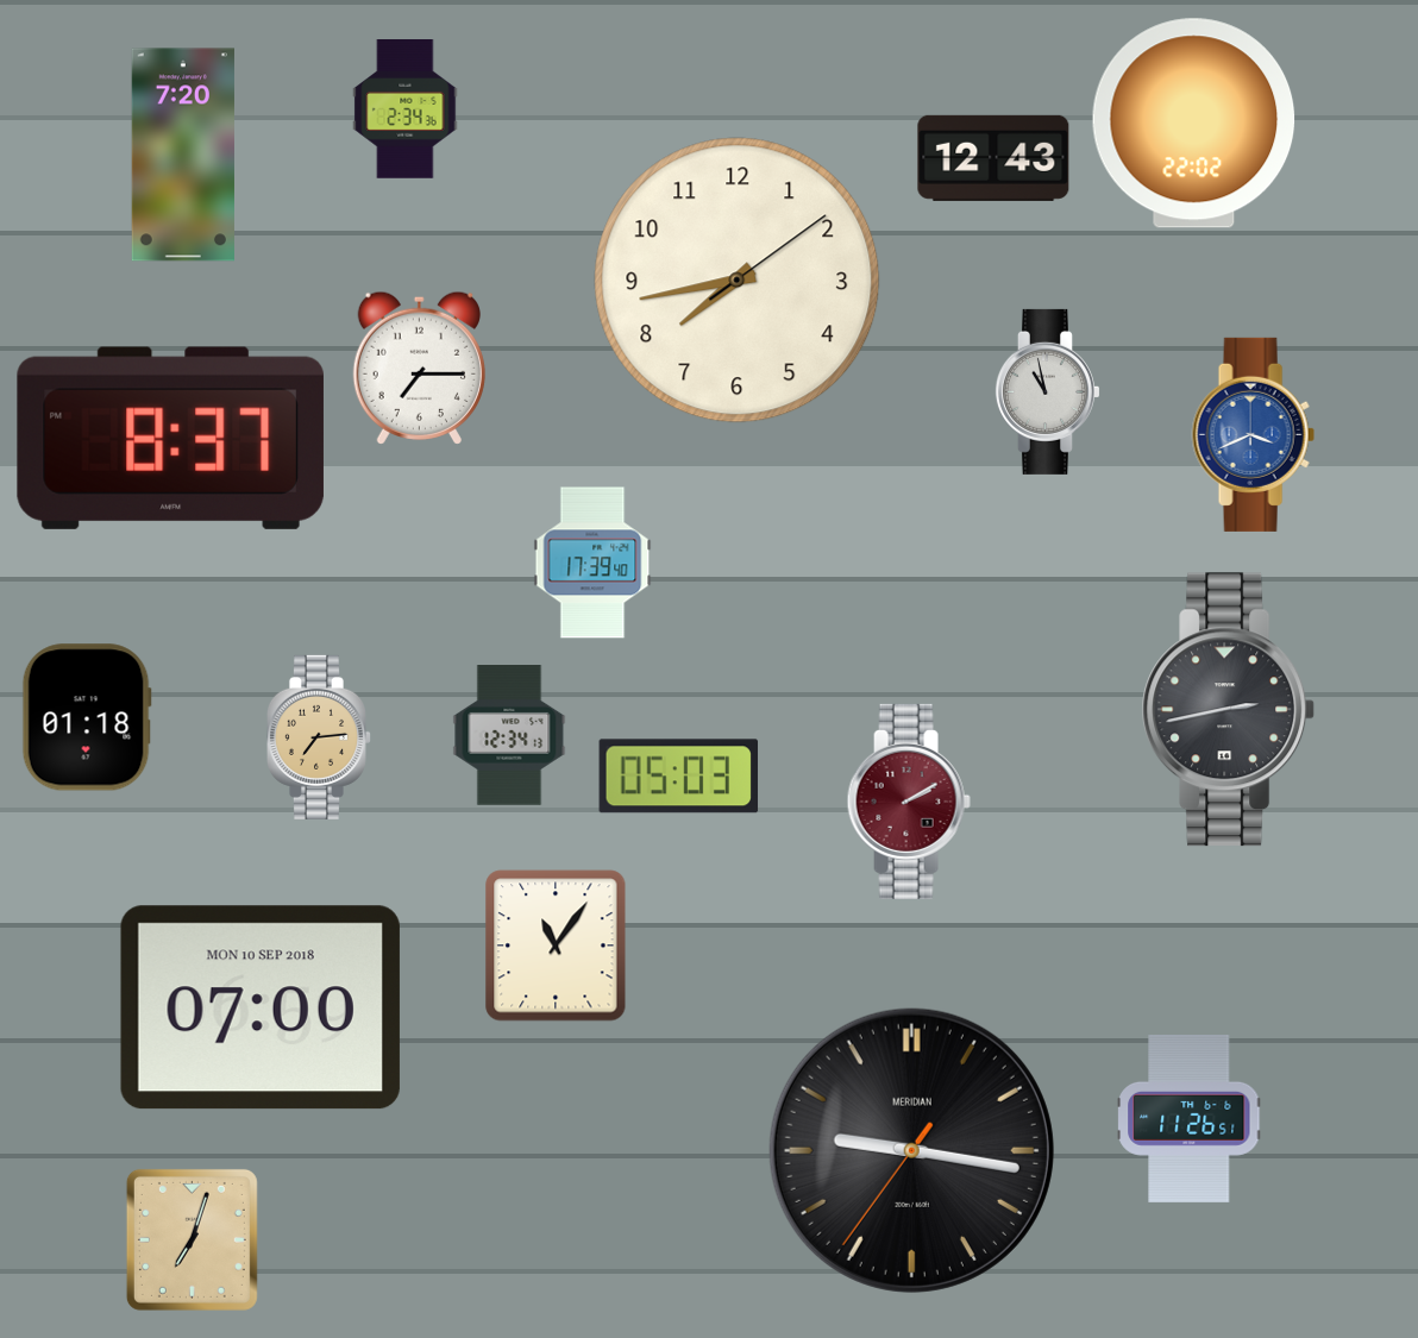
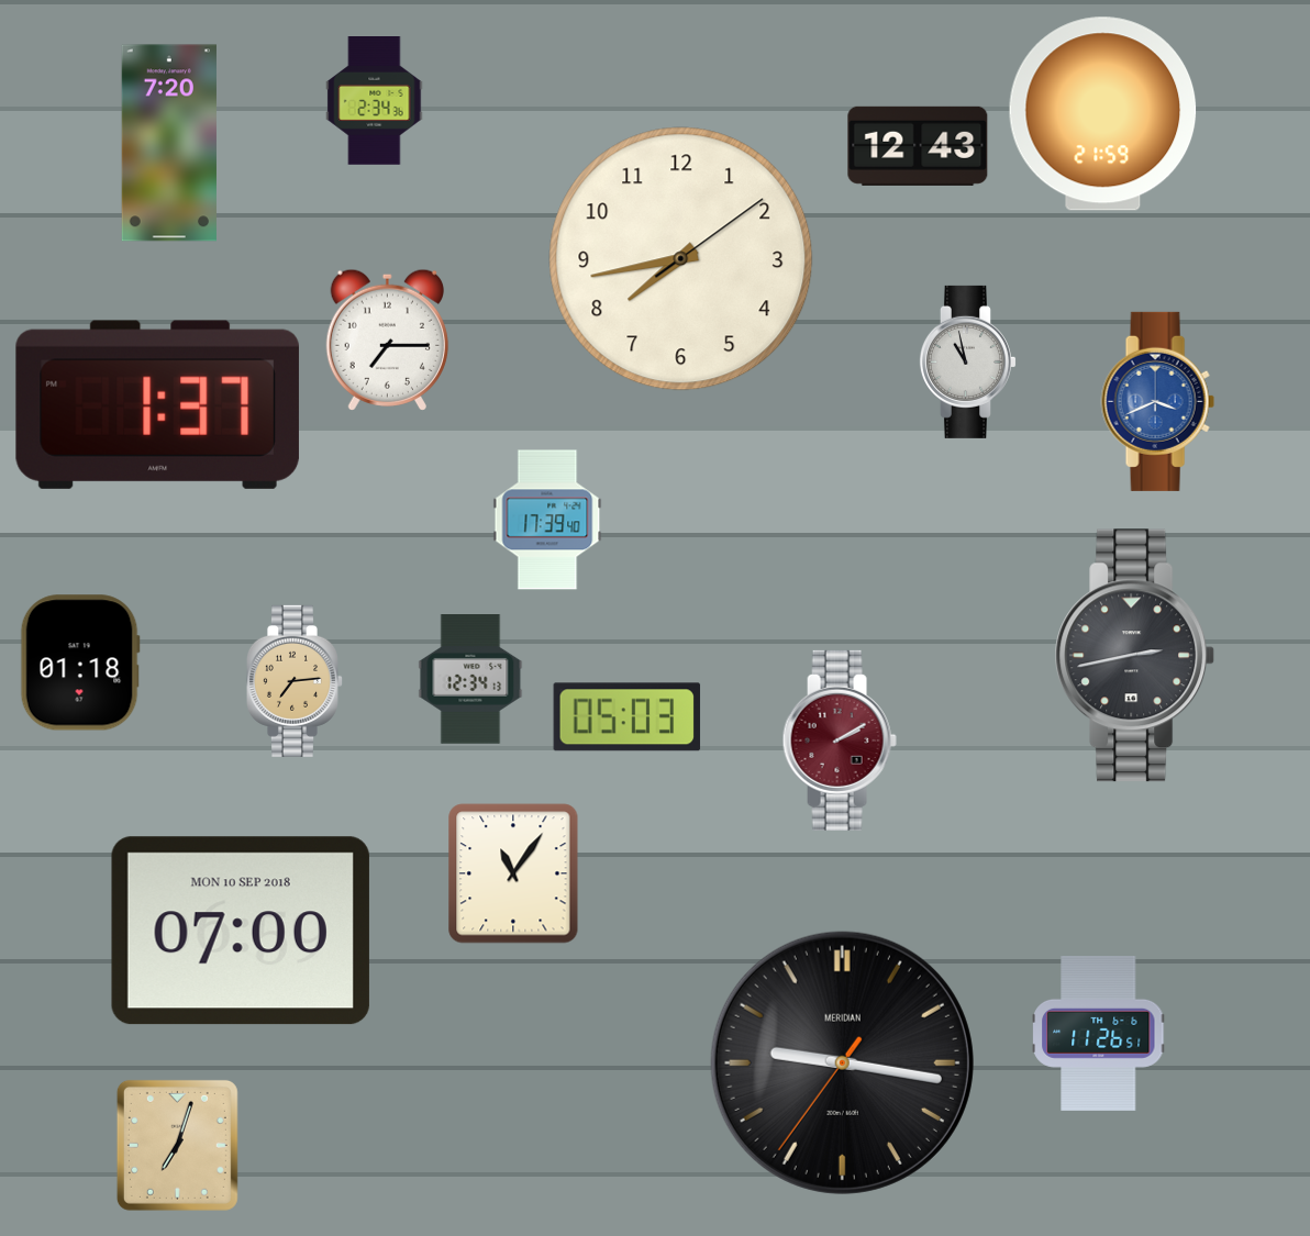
clock at (1194, 124): 22:02 -> 21:59
clock at (170, 438): 8:37 -> 1:37
